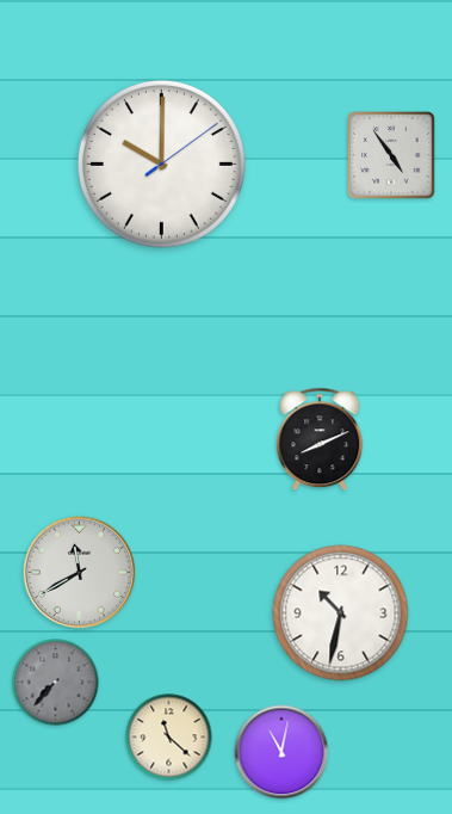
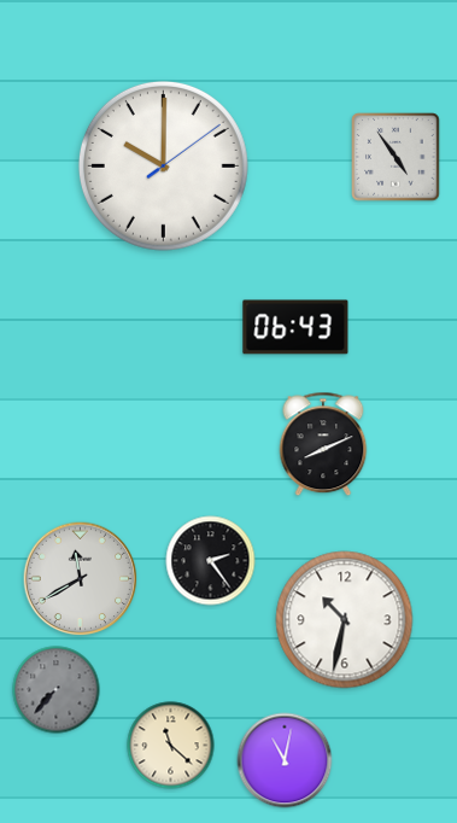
clock at (295, 327): none -> 06:43
clock at (211, 561): none -> 2:24
